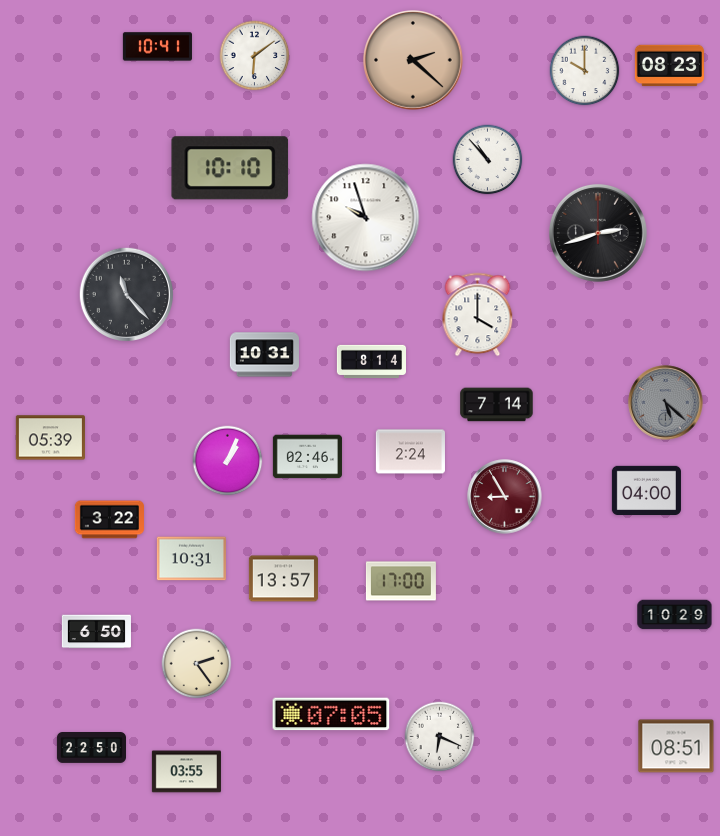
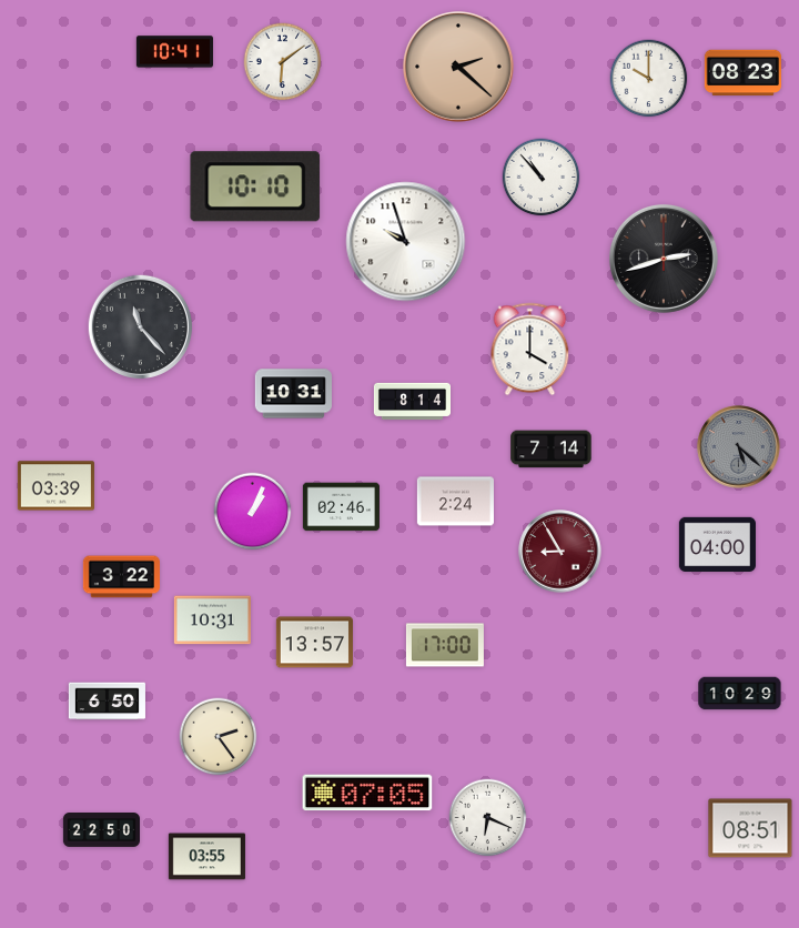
clock at (50, 438): 05:39 -> 03:39
clock at (675, 615) position: (675, 615) -> (740, 694)
